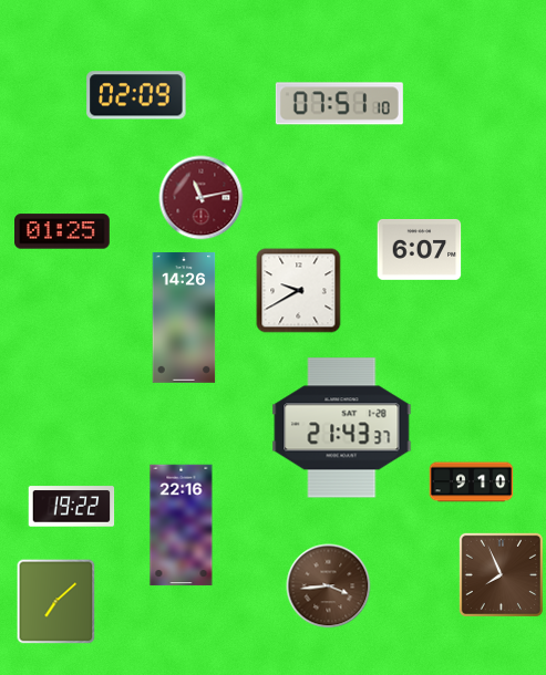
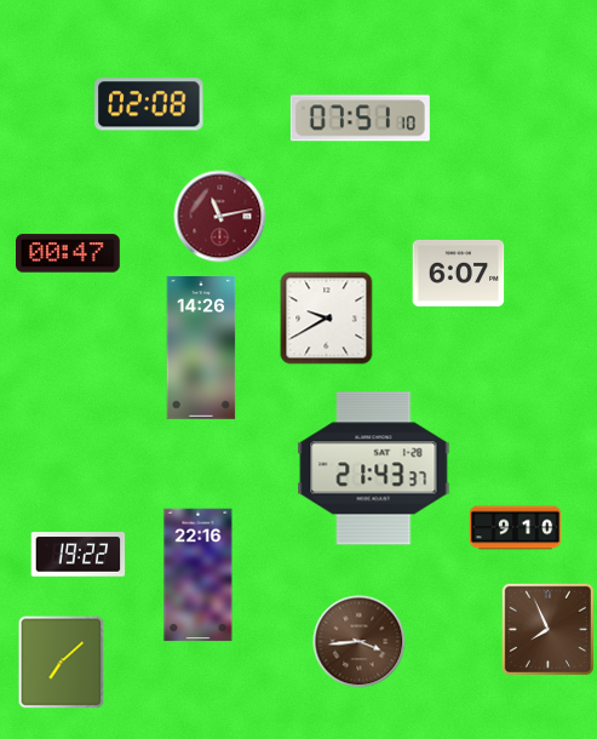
clock at (136, 95): 02:09 -> 02:08
clock at (339, 104) position: (339, 104) -> (360, 119)
clock at (62, 231): 01:25 -> 00:47
clock at (56, 602) position: (56, 602) -> (62, 663)
